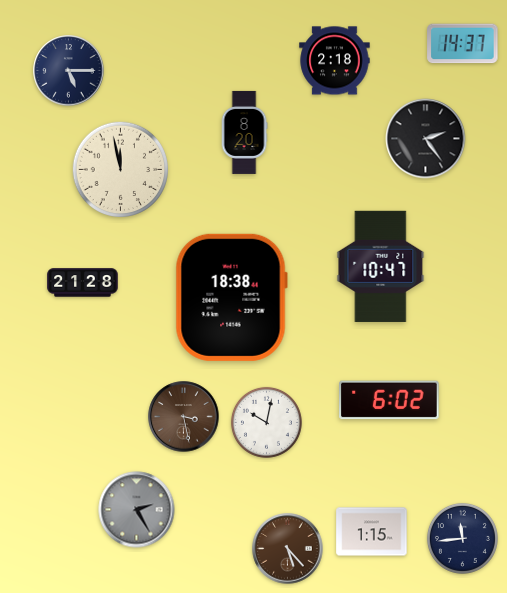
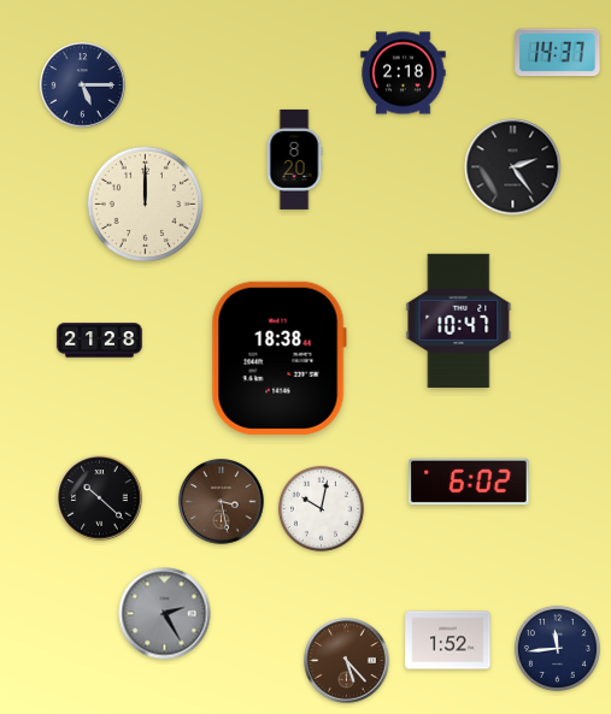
clock at (120, 169): 11:58 -> 12:00
clock at (100, 498): none -> 10:22
clock at (372, 532): 1:15 -> 1:52
